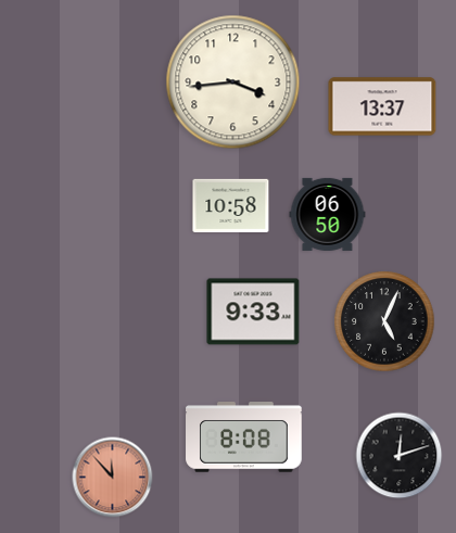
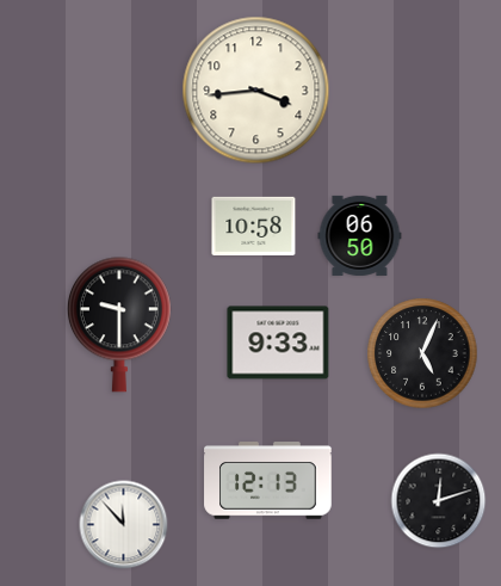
clock at (382, 106): 13:37 -> none
clock at (119, 325): none -> 9:30
clock at (244, 437): 8:08 -> 12:13
clock at (113, 478) dial: salmon -> white
